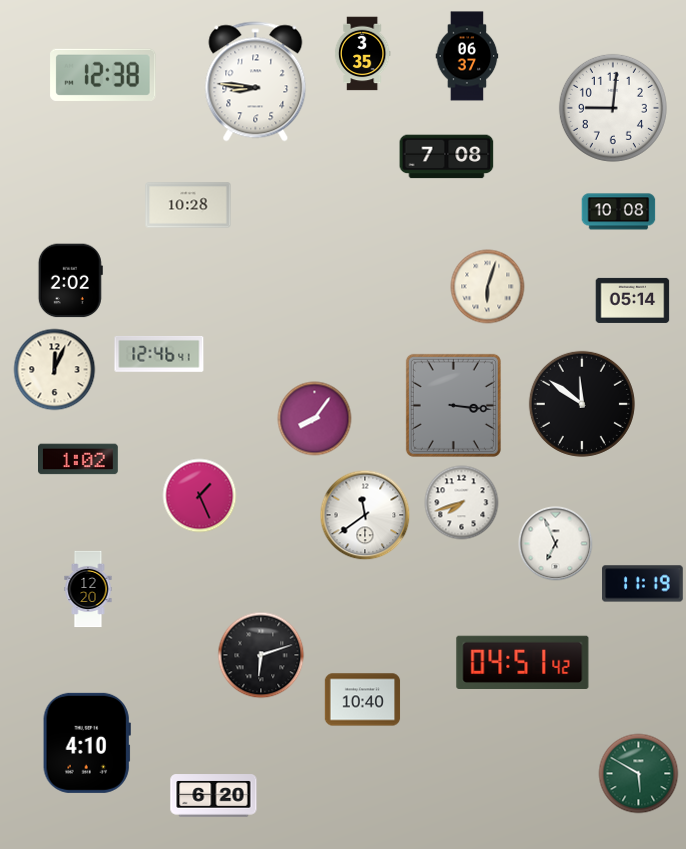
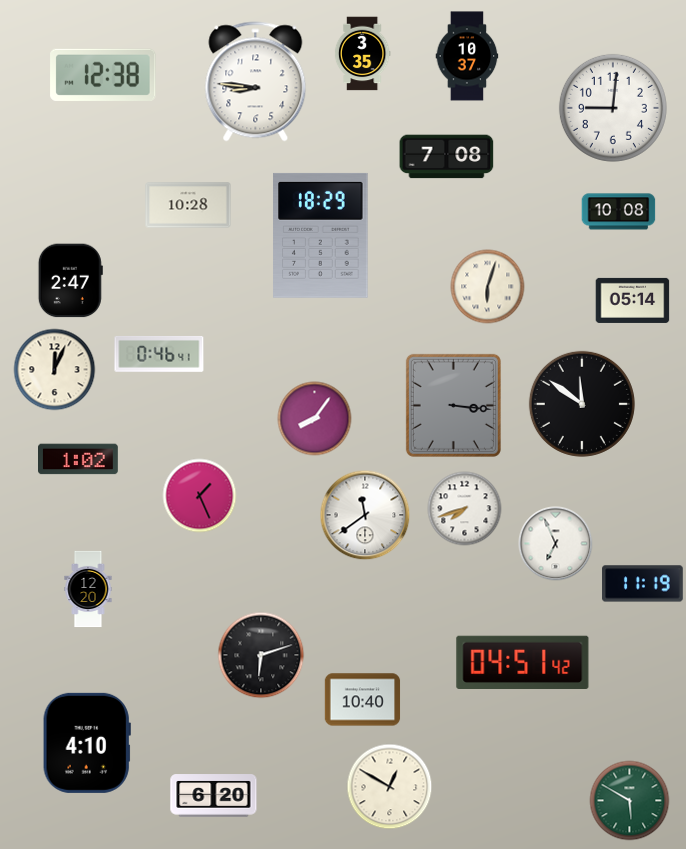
clock at (467, 56): 06:37 -> 10:37
clock at (321, 235): none -> 18:29
clock at (70, 281): 2:02 -> 2:47
clock at (159, 354): 12:46 -> 0:46
clock at (462, 503) position: (462, 503) -> (465, 509)
clock at (639, 774) position: (639, 774) -> (630, 801)
clock at (390, 787): none -> 12:50
